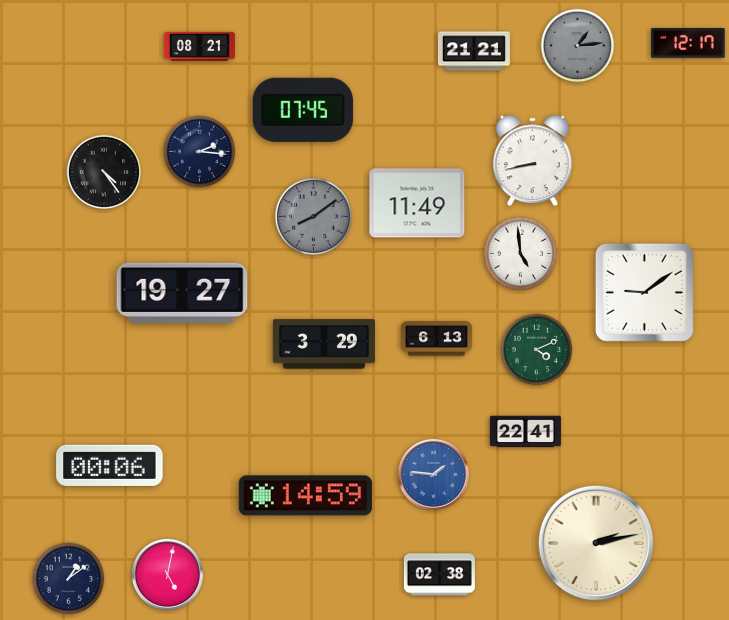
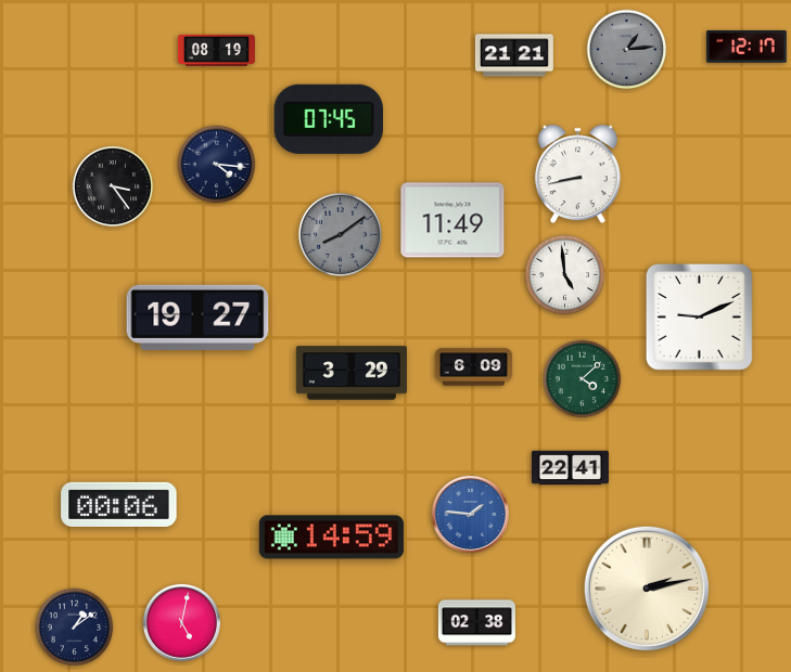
clock at (199, 46): 08:21 -> 08:19
clock at (200, 152): 2:16 -> 4:16
clock at (104, 172): 4:24 -> 3:24
clock at (644, 292): 9:09 -> 9:11
clock at (436, 339): 6:13 -> 6:09
clock at (537, 350): 4:11 -> 4:08
